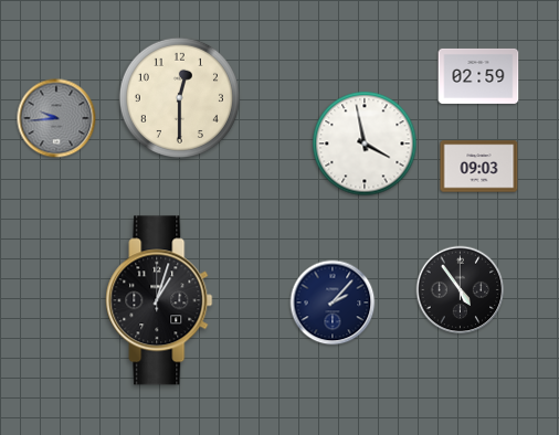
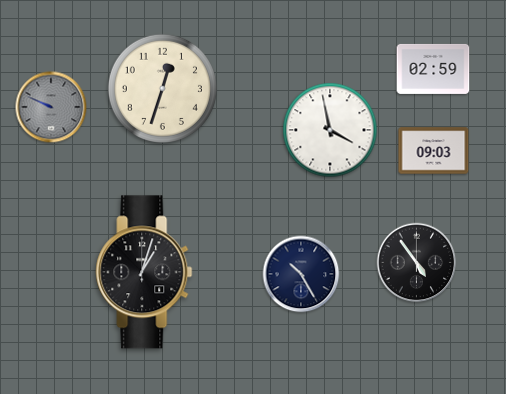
clock at (179, 97): 12:30 -> 12:33
clock at (56, 118): 9:44 -> 9:49
clock at (333, 303): 2:07 -> 10:25
